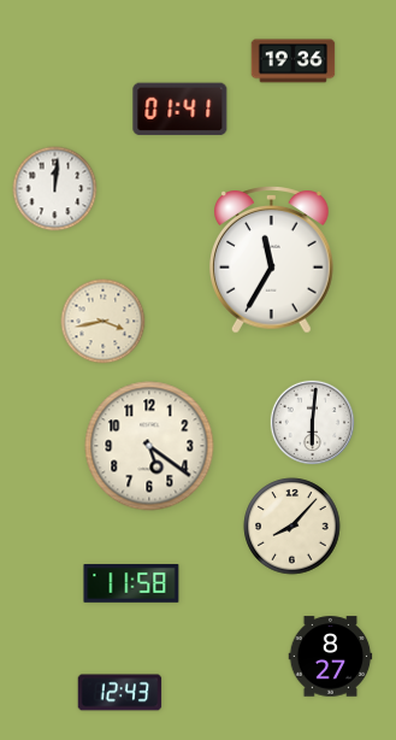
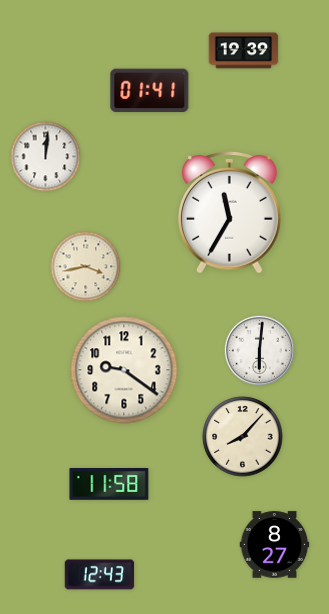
clock at (294, 61): 19:36 -> 19:39
clock at (272, 260) position: (272, 260) -> (230, 213)
clock at (149, 446): 5:21 -> 9:21
